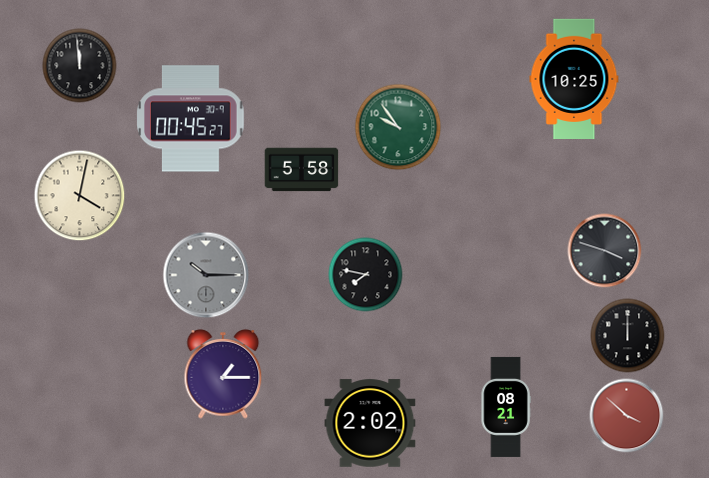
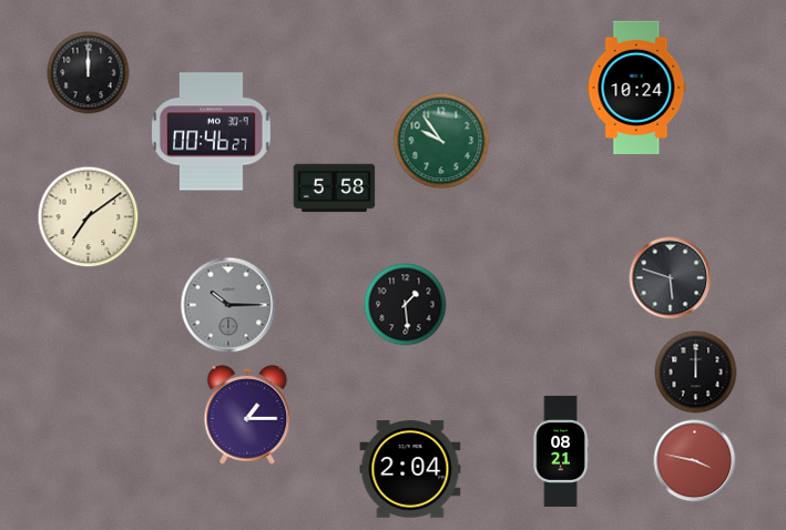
clock at (80, 66): 11:59 -> 12:00
clock at (574, 78): 10:25 -> 10:24
clock at (191, 119): 00:45 -> 00:46
clock at (80, 196): 4:02 -> 7:09
clock at (605, 251): 3:48 -> 5:48
clock at (366, 275): 7:47 -> 1:29
clock at (627, 416): 3:52 -> 3:47
clock at (370, 423): 2:02 -> 2:04
